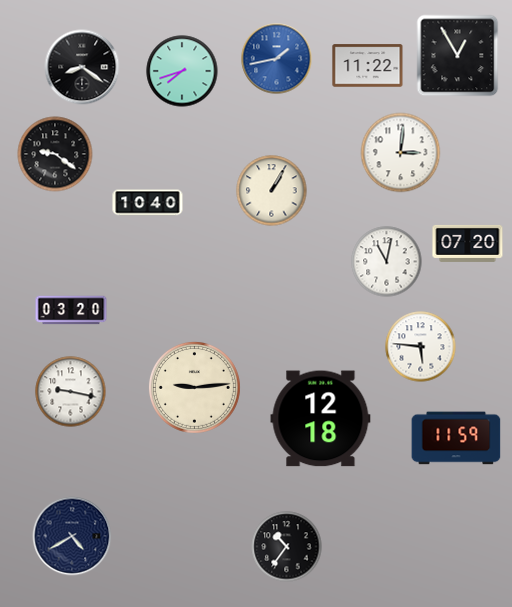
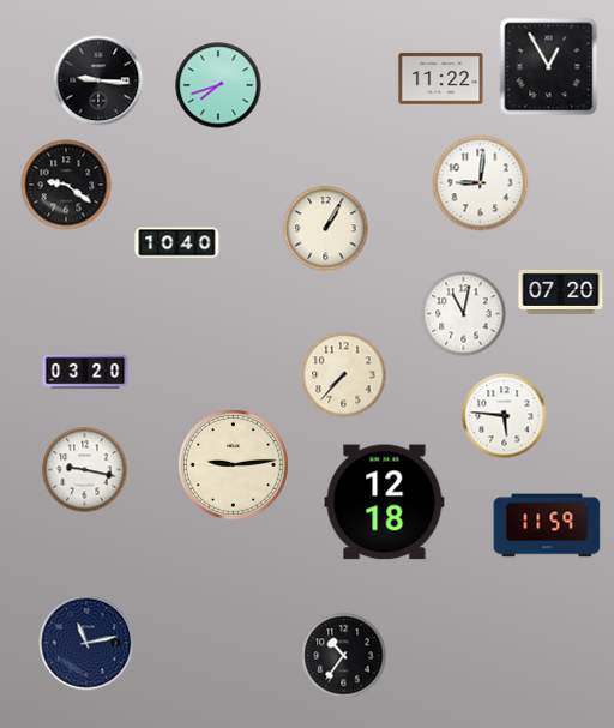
clock at (277, 59): 1:43 -> none
clock at (82, 67): 8:21 -> 9:16
clock at (401, 153): 3:01 -> 9:01
clock at (344, 375): none -> 7:37
clock at (72, 536): 4:40 -> 11:13
